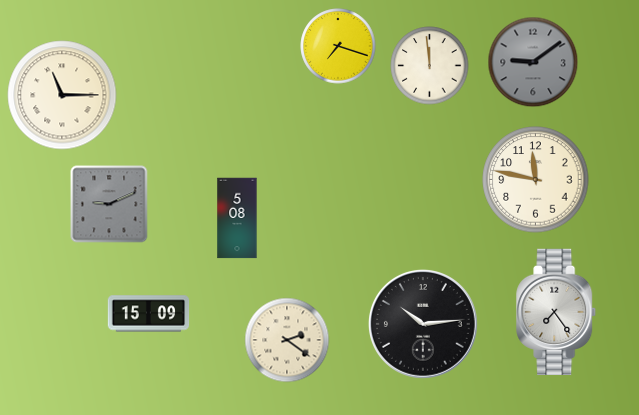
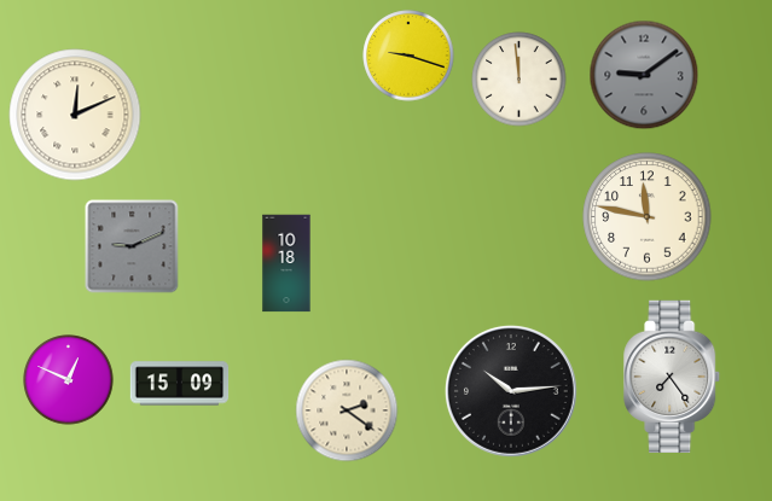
clock at (338, 46): 7:18 -> 9:18
clock at (62, 95): 11:15 -> 12:11
clock at (237, 218): 5:08 -> 10:18
clock at (149, 314) position: (149, 314) -> (180, 384)
clock at (69, 380): none -> 12:49
